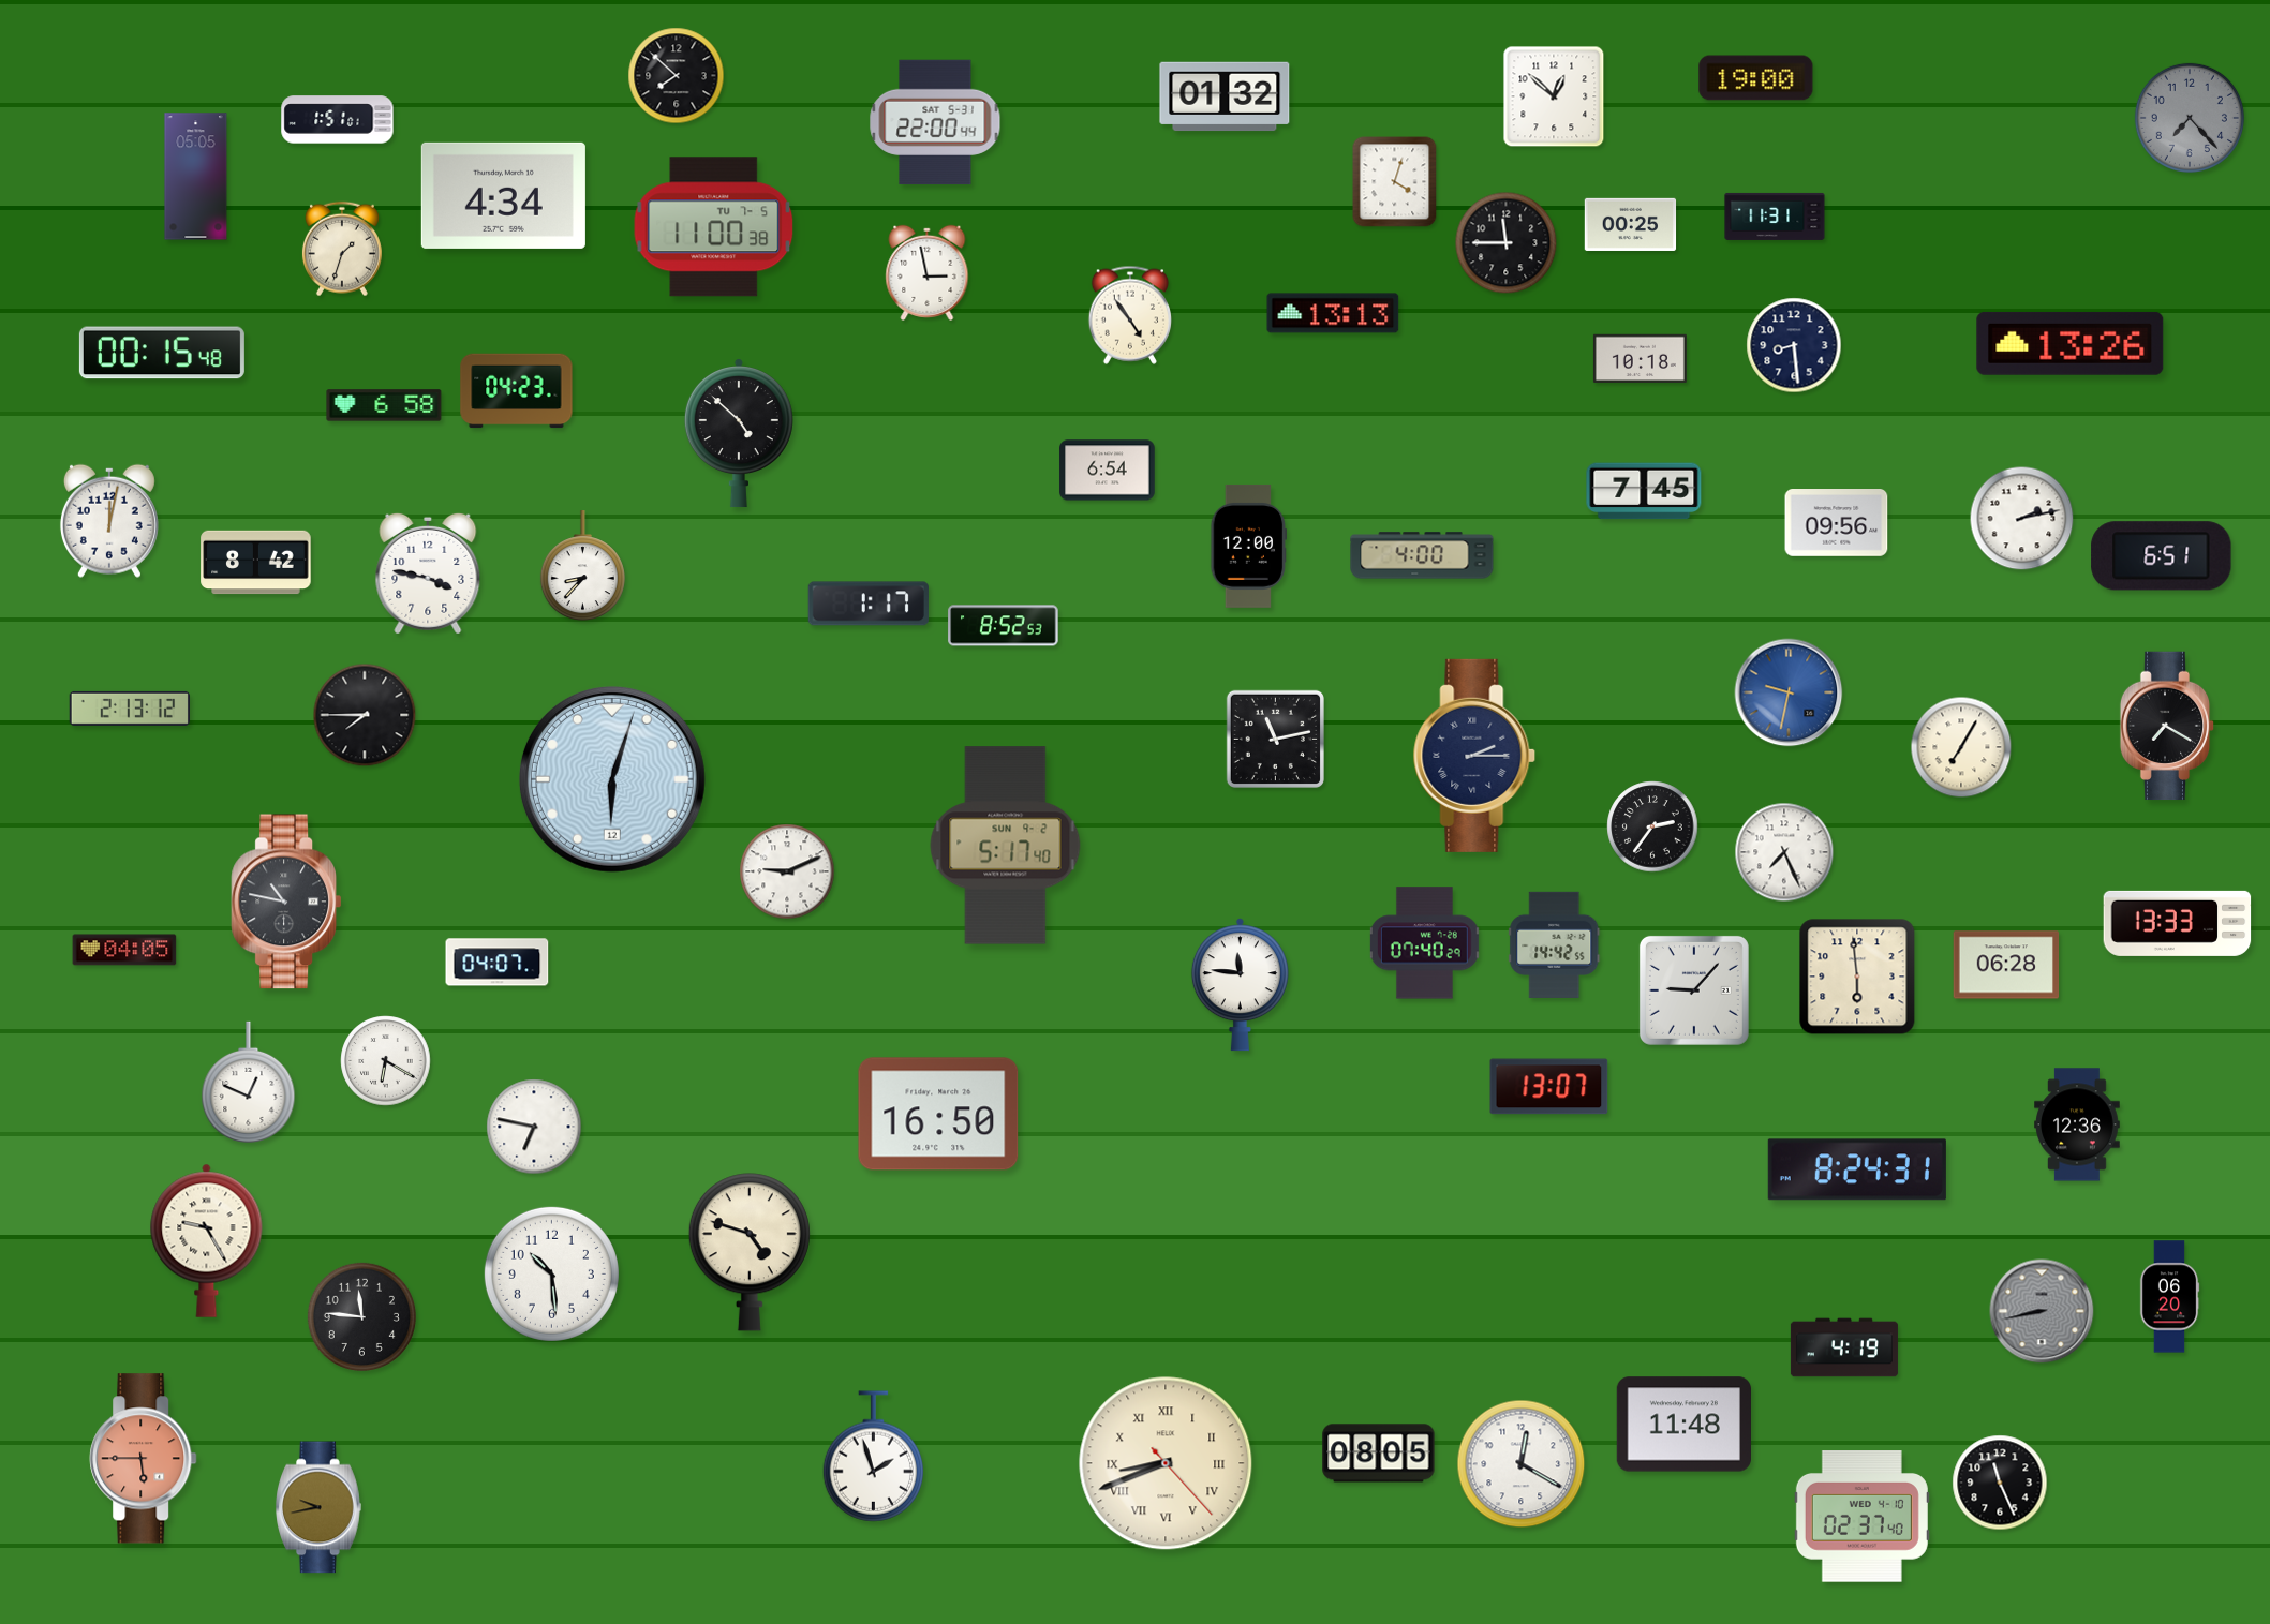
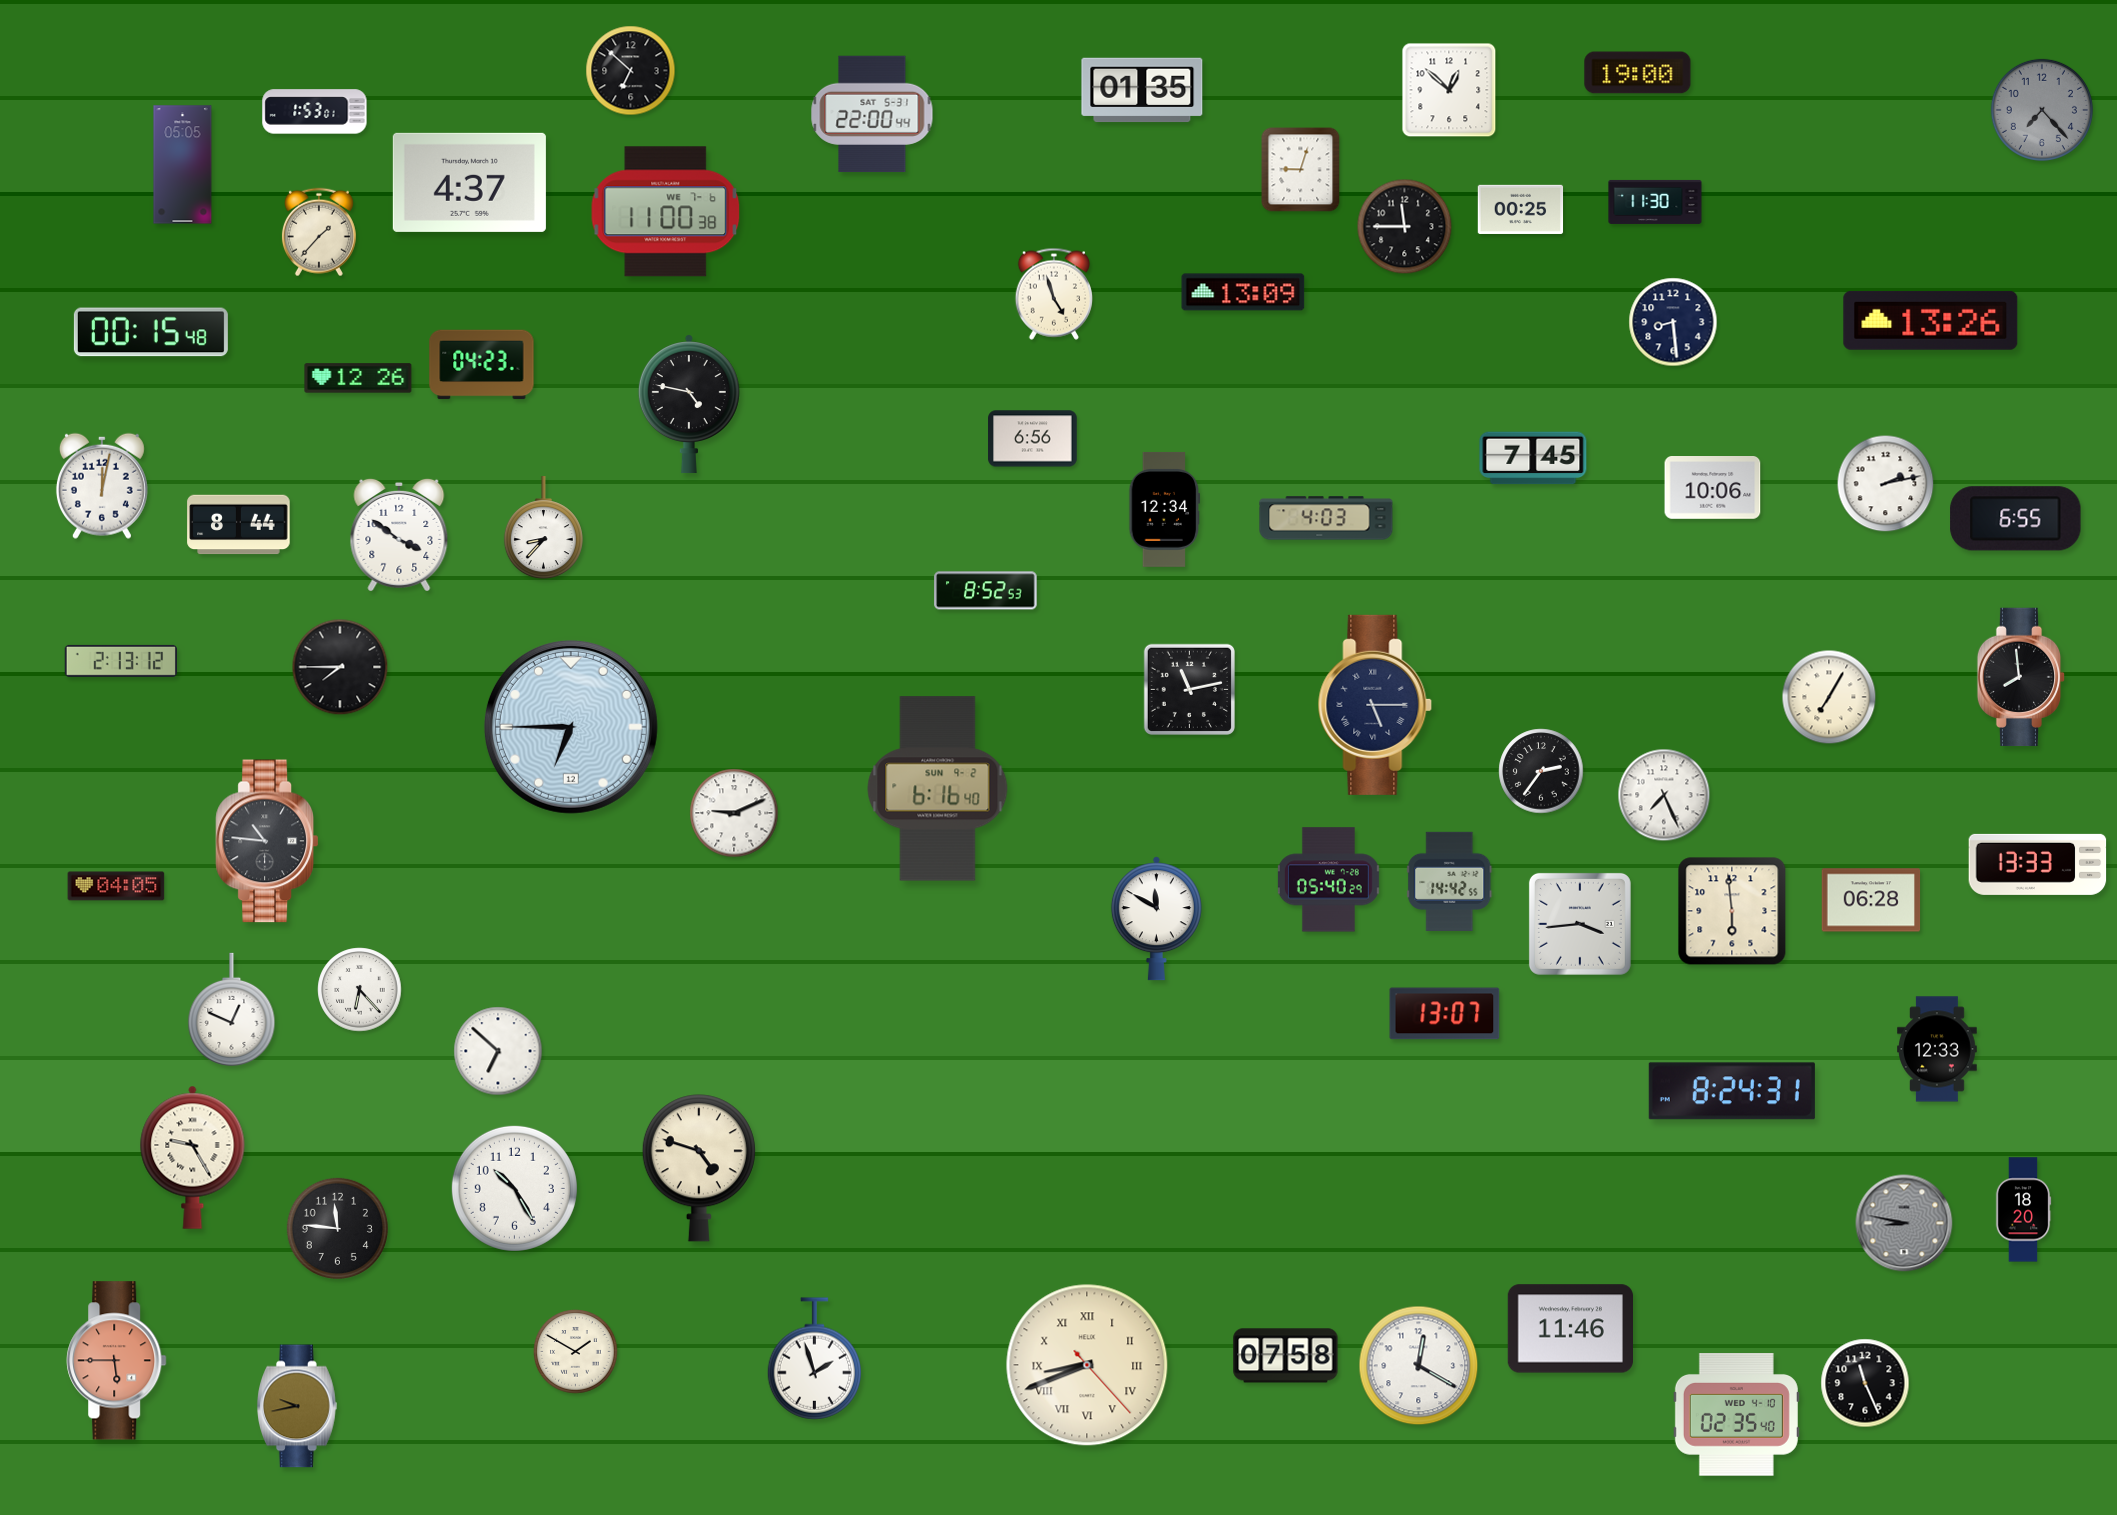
clock at (677, 76): 7:52 -> 6:52
clock at (1225, 96): 01:32 -> 01:35
clock at (338, 120): 1:51 -> 1:53
clock at (1395, 182): 4:03 -> 9:03
clock at (503, 195): 4:34 -> 4:37
clock at (1775, 217): 11:31 -> 11:30
clock at (714, 227) date: TU 7-5 -> WE 7-6
clock at (342, 249): 1:33 -> 1:37
clock at (928, 272): 2:58 -> none
clock at (1333, 313): 13:13 -> 13:09
clock at (1129, 315): 4:54 -> 4:57
clock at (162, 353) position: (162, 353) -> (151, 332)
clock at (1640, 359): 10:18 -> none
clock at (384, 405): 6:58 -> 12:26
clock at (739, 432): 4:52 -> 4:47
clock at (1108, 471): 6:54 -> 6:56
clock at (1837, 523): 09:56 -> 10:06
clock at (1249, 547): 12:00 -> 12:34
clock at (1422, 555): 4:00 -> 4:03
clock at (2162, 556): 6:51 -> 6:55
clock at (256, 563): 8:42 -> 8:44
clock at (428, 573): 3:47 -> 3:51
clock at (869, 604): 1:17 -> none
clock at (1004, 626) position: (1004, 626) -> (986, 591)
clock at (1789, 692): 9:32 -> none
clock at (2167, 726): 7:20 -> 7:59
clock at (1474, 756): 2:15 -> 5:15
clock at (612, 779): 6:03 -> 6:45
clock at (1006, 846): 5:17 -> 6:16
clock at (285, 902): 10:47 -> 10:46
clock at (2178, 923) position: (2178, 923) -> (2038, 864)
clock at (1424, 943): 07:40 -> 05:40
clock at (498, 963): 04:07 -> none
clock at (1240, 985): 11:46 -> 11:50
clock at (1694, 990): 9:07 -> 3:44
clock at (386, 1061): 6:20 -> 6:23
clock at (938, 1114): 16:50 -> none
clock at (2077, 1124): 12:36 -> 12:33
clock at (534, 1127): 6:47 -> 6:52
clock at (551, 1273): 10:29 -> 10:25
clock at (2169, 1297): 06:20 -> 18:20
clock at (2042, 1311): 8:43 -> 8:47
clock at (1844, 1347): 4:19 -> none
clock at (1683, 1425): 11:48 -> 11:46
clock at (576, 1352): none -> 1:50
clock at (1379, 1454): 08:05 -> 07:58
clock at (144, 1459) position: (144, 1459) -> (117, 1361)
clock at (1861, 1517): 02:37 -> 02:35
